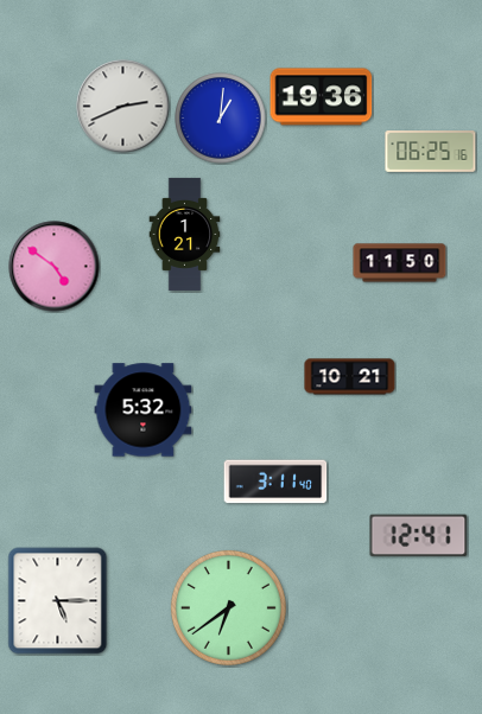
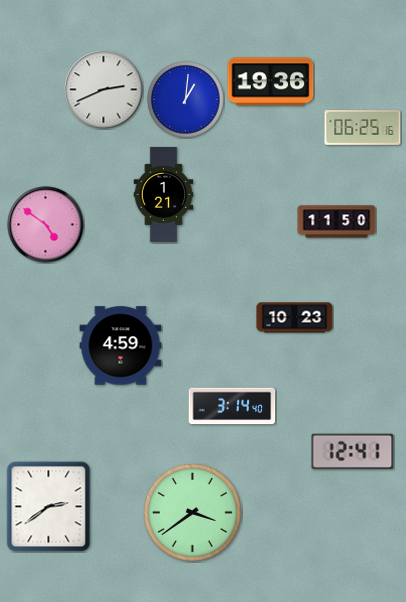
clock at (185, 234) position: (185, 234) -> (164, 194)
clock at (350, 377): 10:21 -> 10:23
clock at (144, 410): 5:32 -> 4:59
clock at (275, 482): 3:11 -> 3:14
clock at (58, 601): 5:15 -> 2:39
clock at (228, 607): 6:39 -> 3:39
